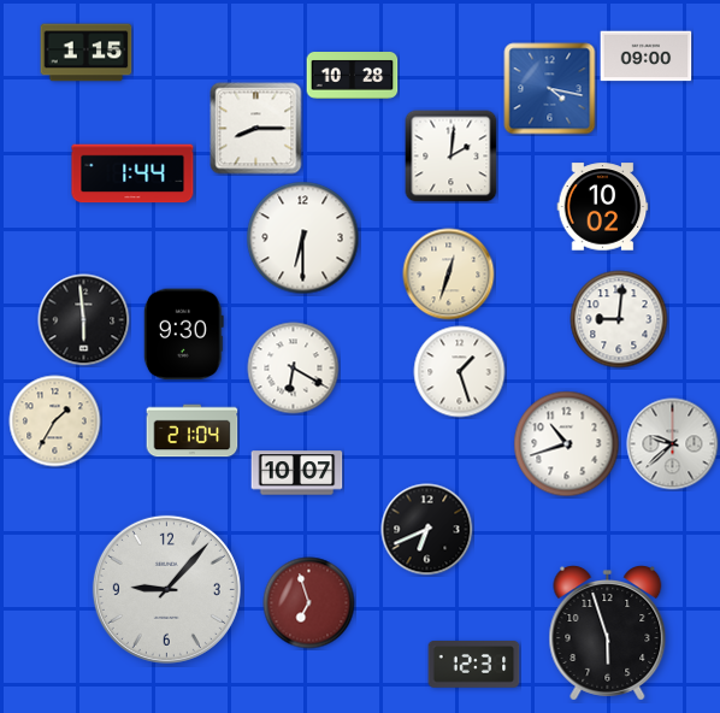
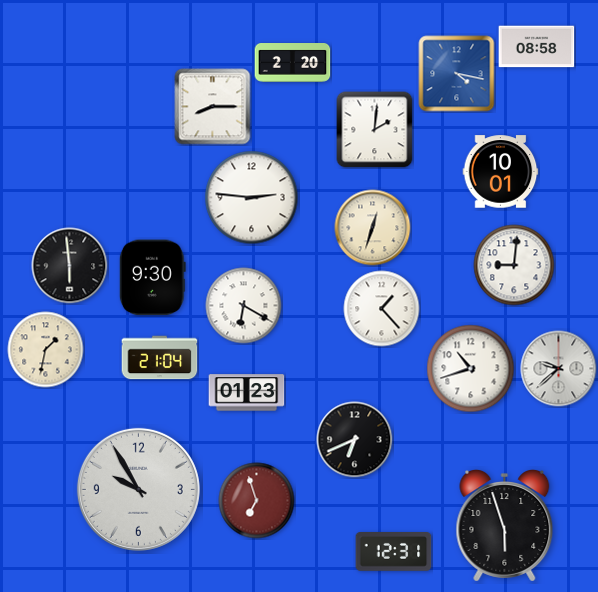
clock at (87, 53): 1:15 -> none
clock at (647, 57): 09:00 -> 08:58
clock at (353, 76): 10:28 -> 2:20
clock at (132, 173): 1:44 -> none
clock at (603, 207): 10:02 -> 10:01
clock at (303, 238): 6:30 -> 2:46
clock at (460, 372): 1:27 -> 1:23
clock at (55, 422): 1:35 -> 1:32
clock at (297, 473): 10:07 -> 01:23
clock at (166, 589): 9:07 -> 9:55
